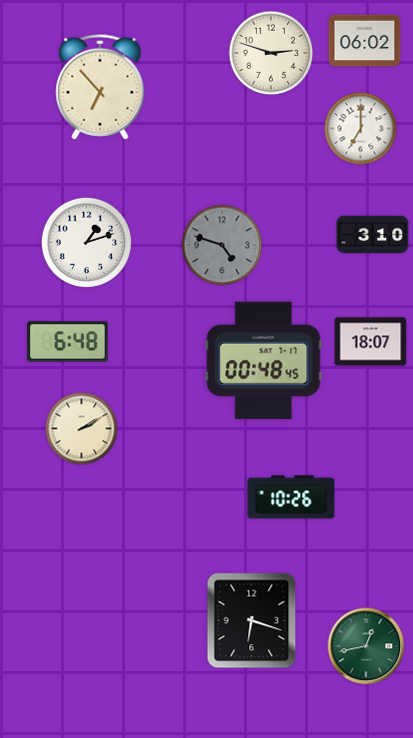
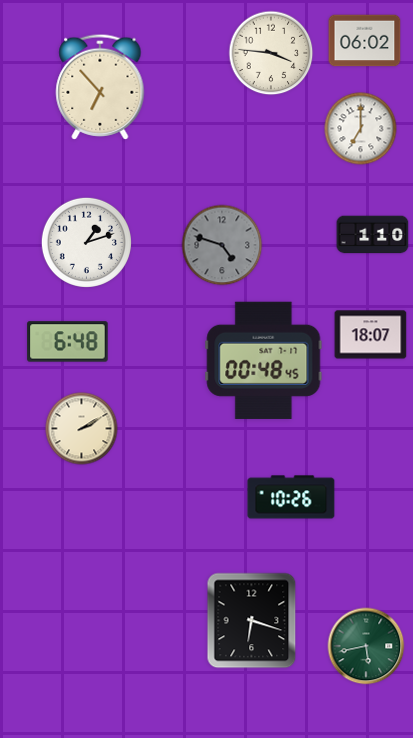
clock at (271, 53): 2:48 -> 3:46
clock at (373, 235): 3:10 -> 1:10
clock at (371, 342) position: (371, 342) -> (371, 335)
clock at (366, 646): 12:43 -> 5:43
